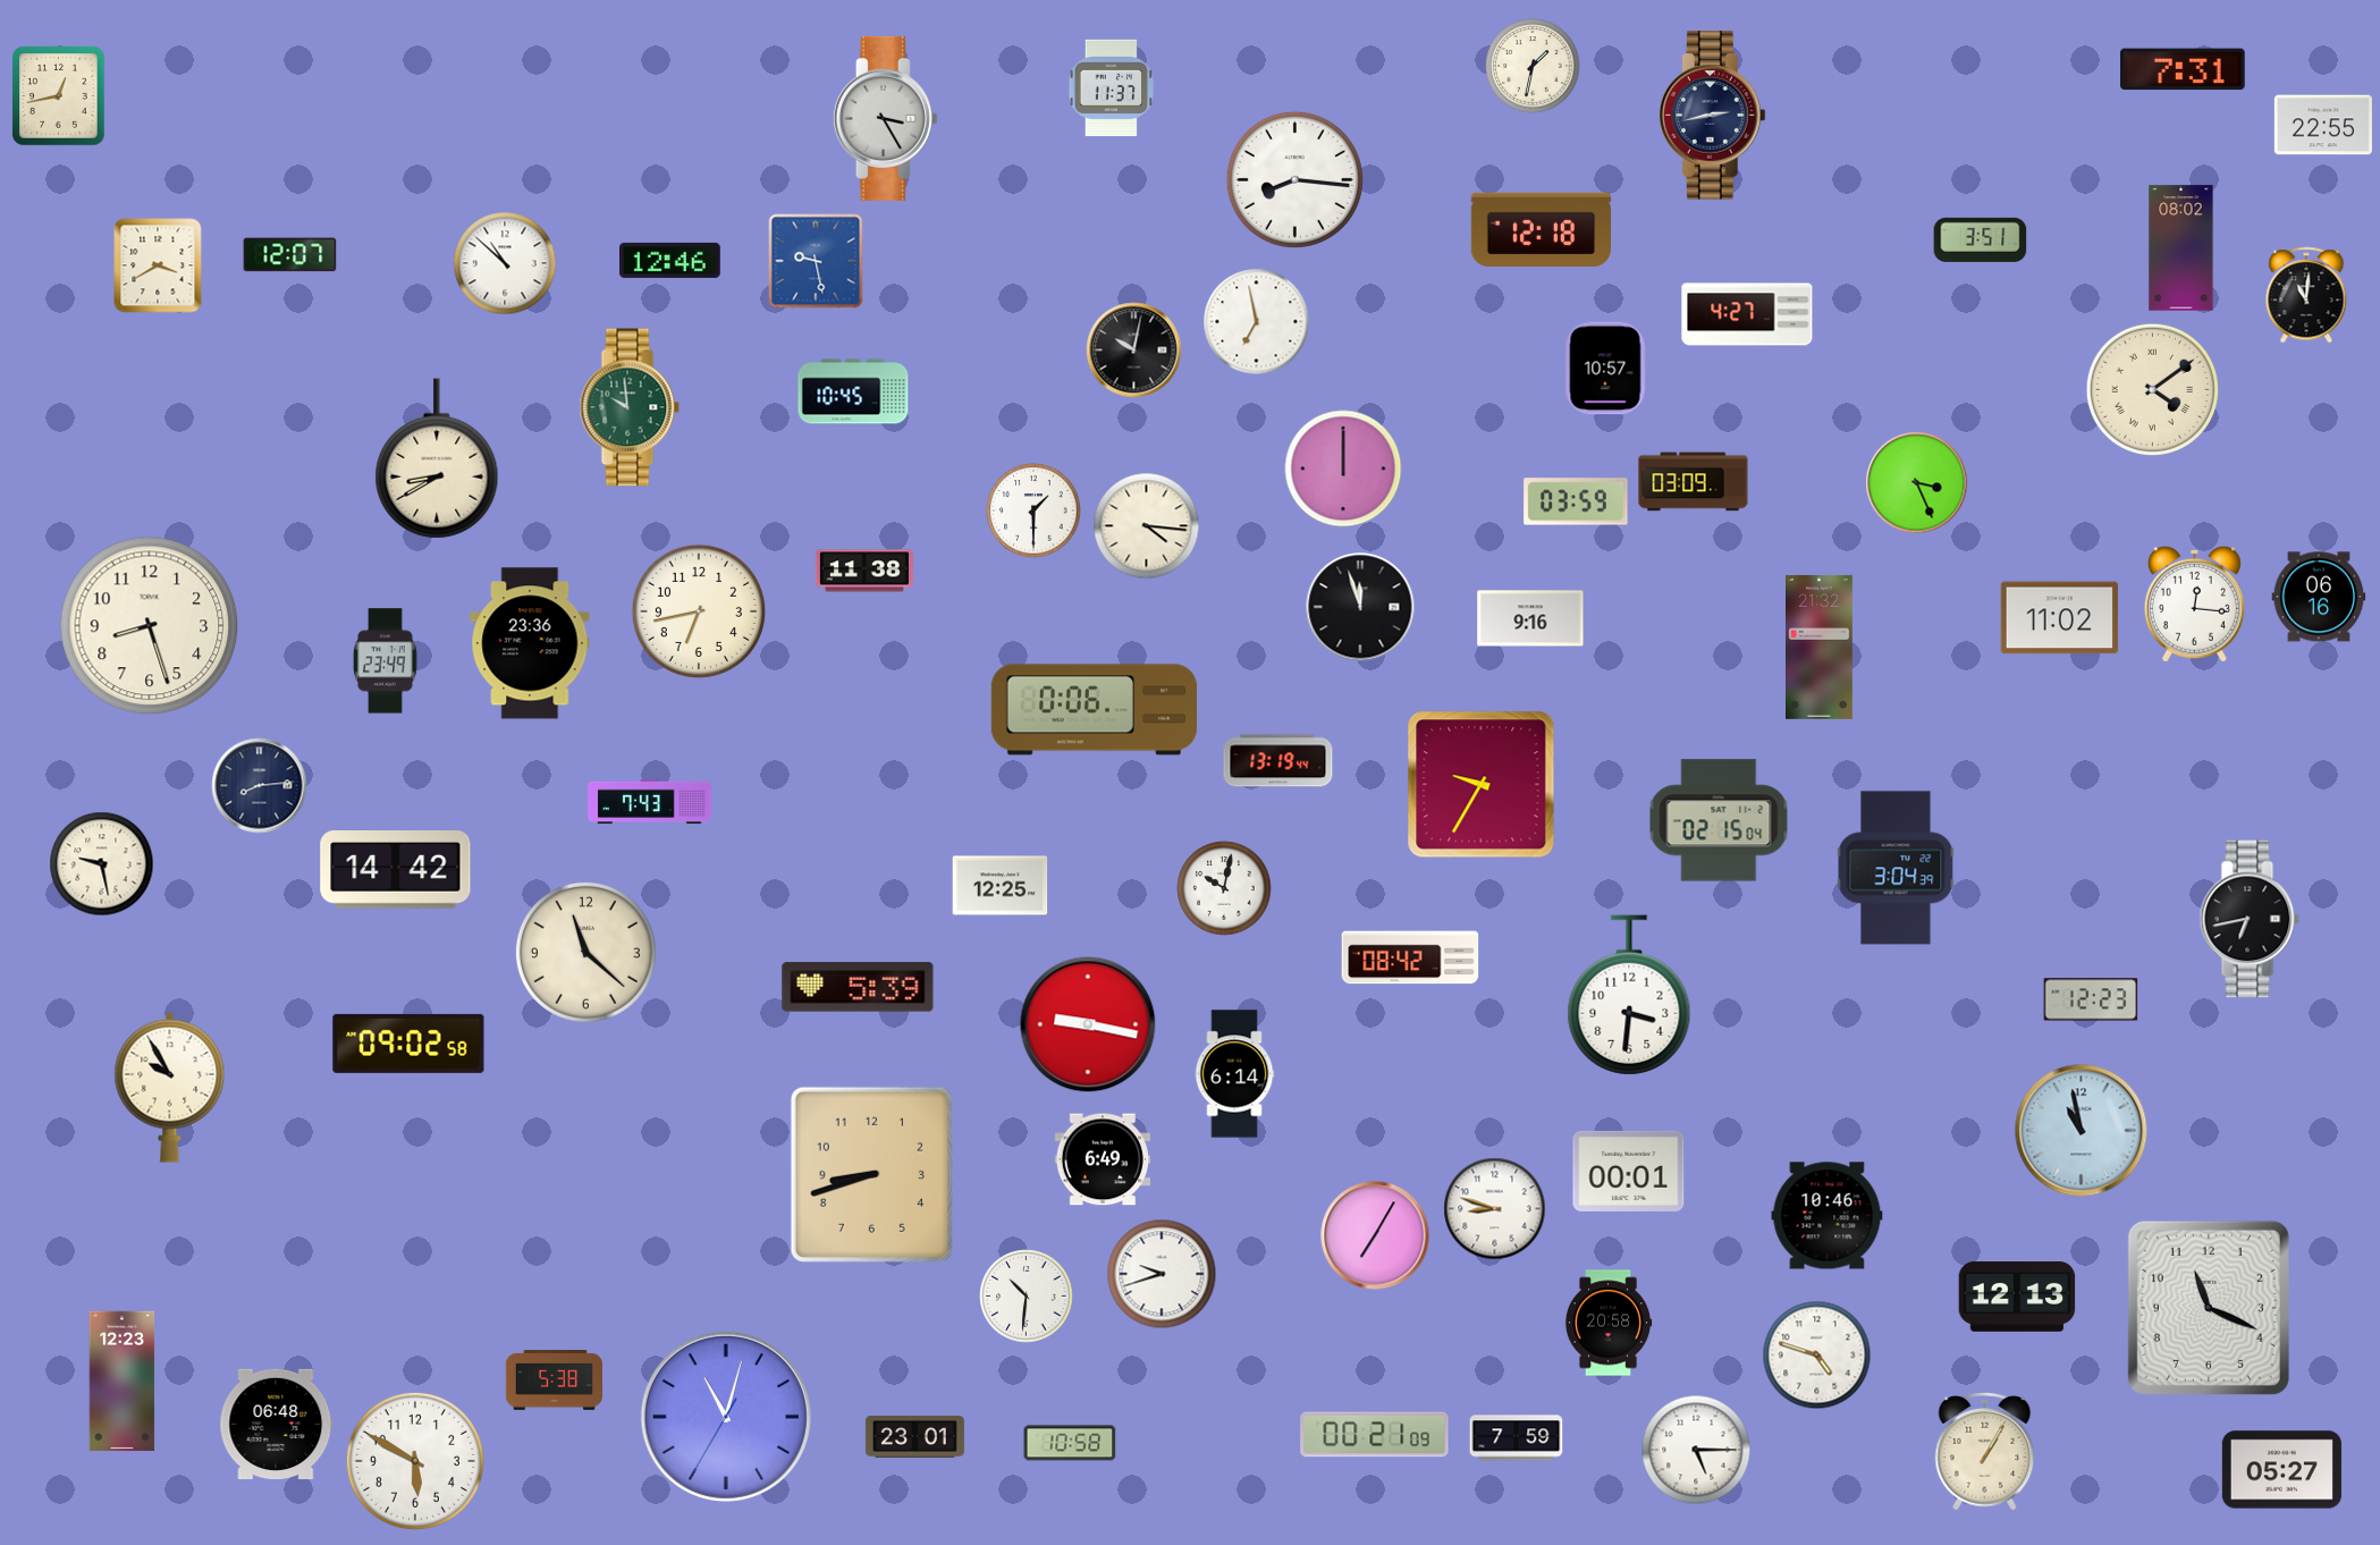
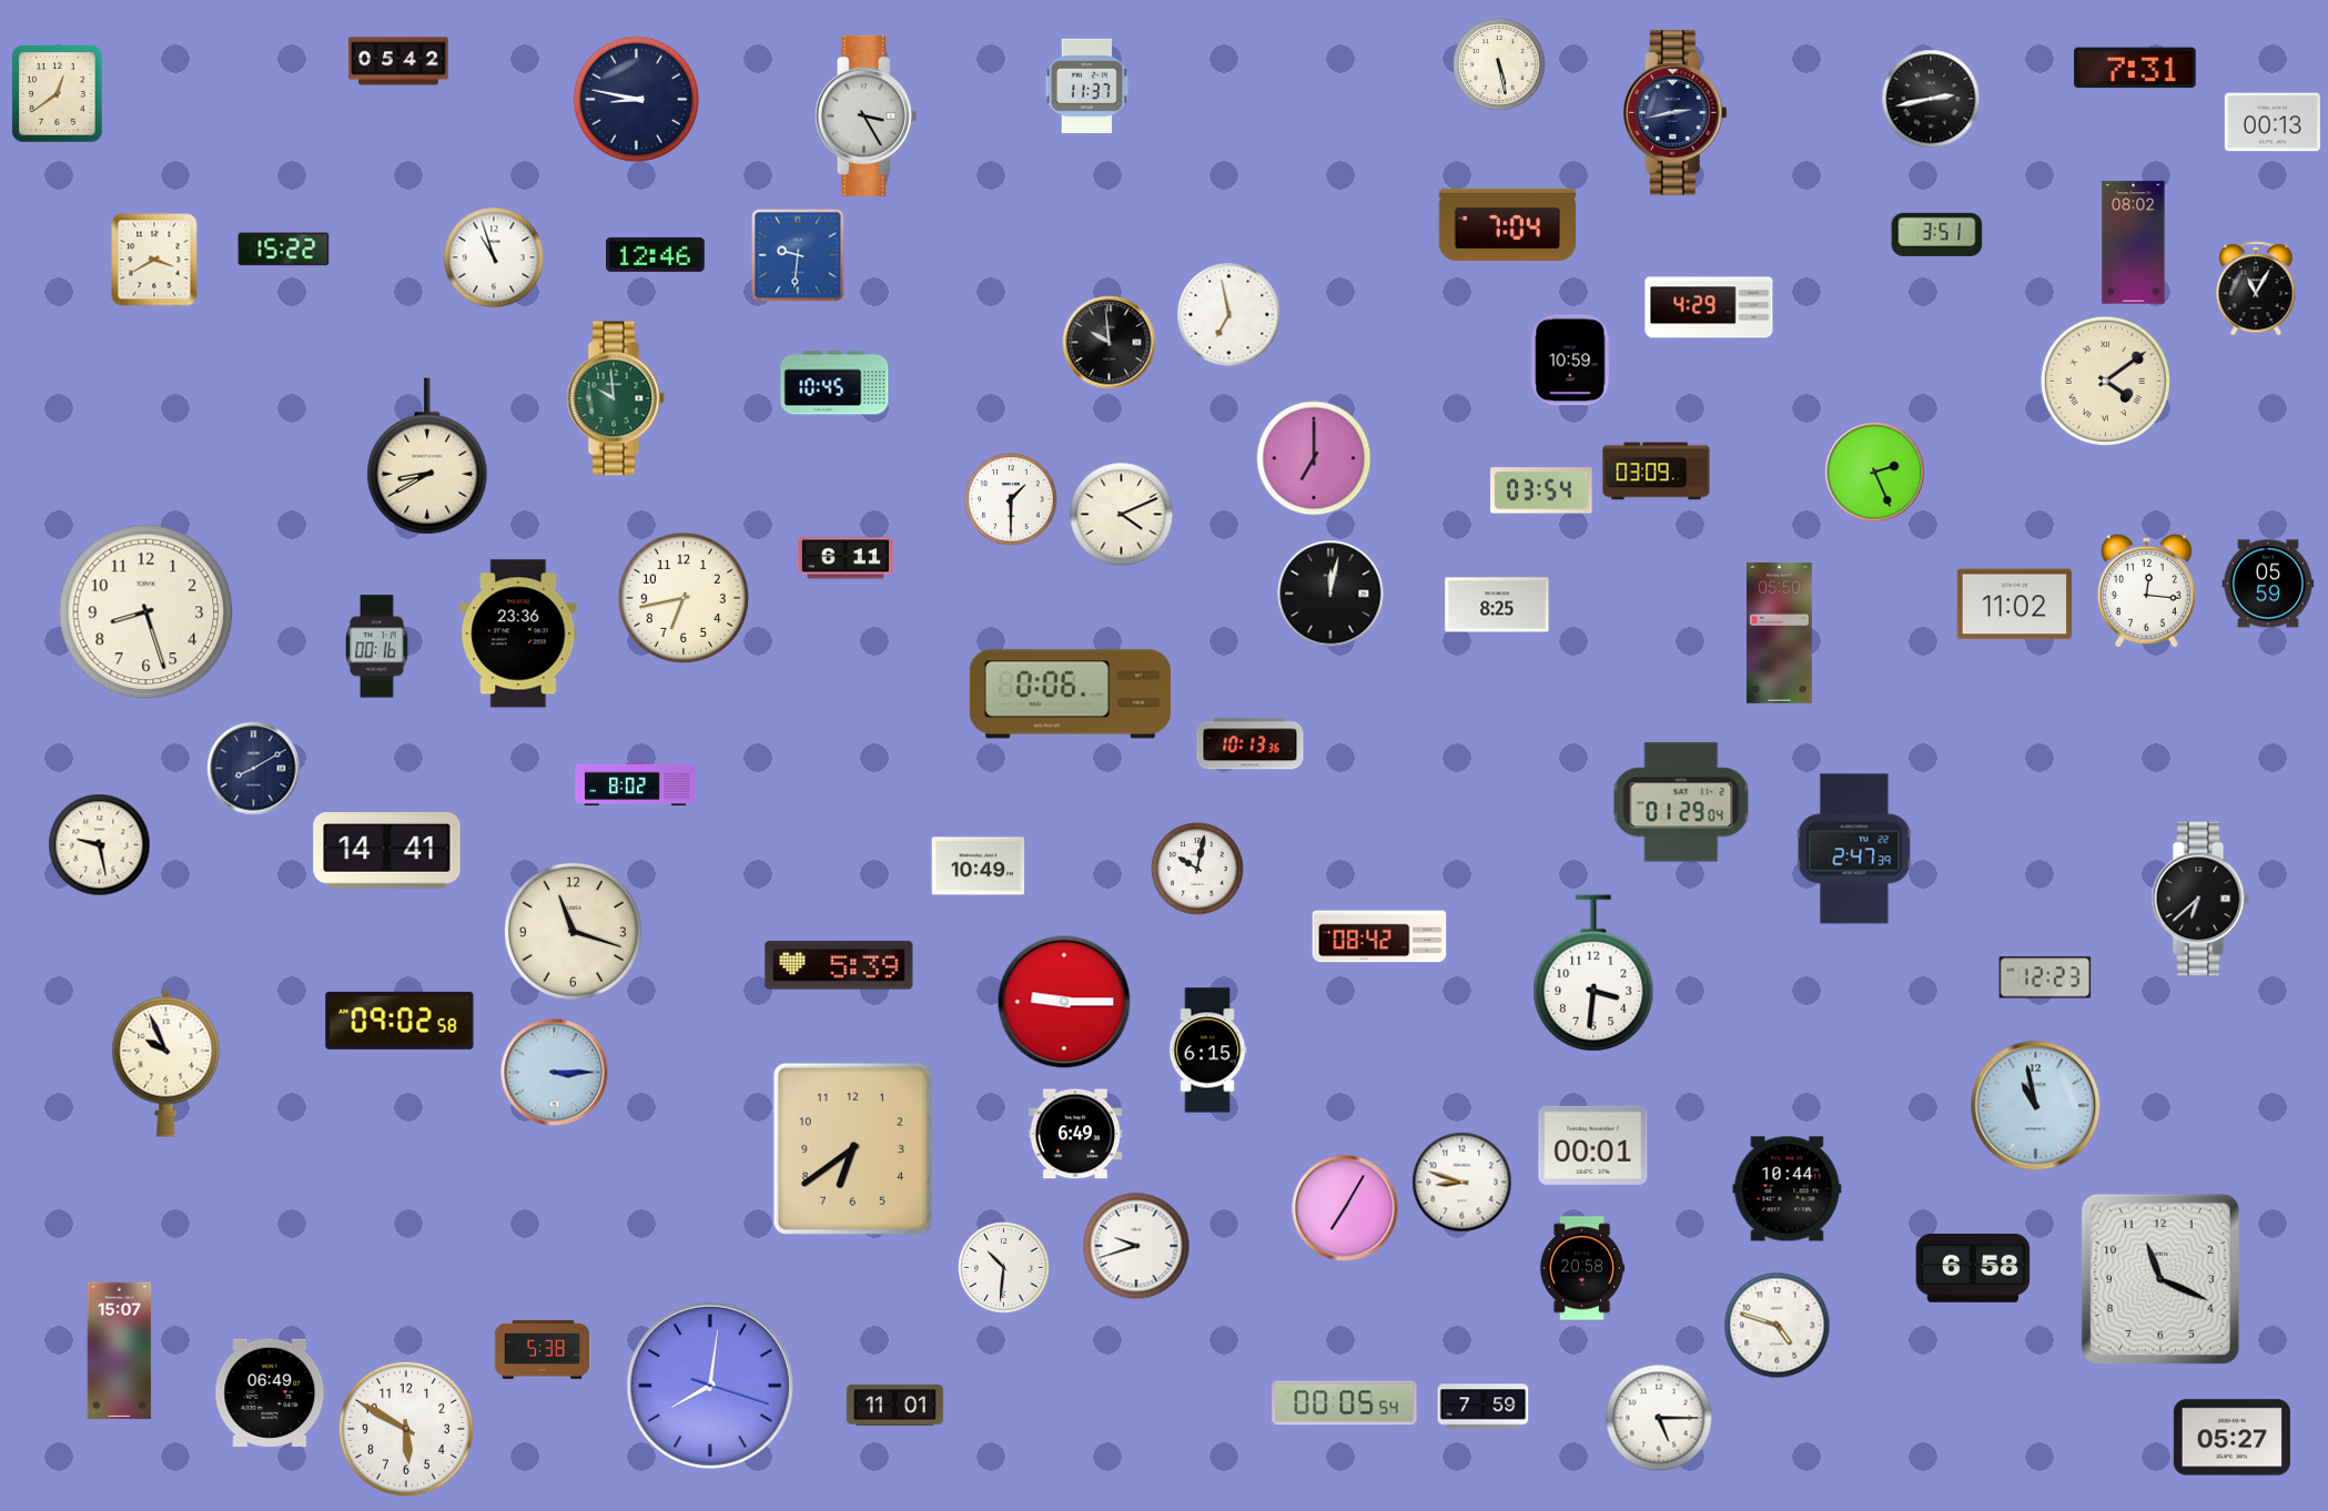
clock at (398, 61): none -> 05:42
clock at (1533, 66): 1:32 -> 5:28
clock at (59, 96): 12:43 -> 12:39
clock at (1931, 99): none -> 2:43
clock at (637, 100): none -> 8:47
clock at (2323, 125): 22:55 -> 00:13
clock at (1294, 179): 8:16 -> none
clock at (1541, 229): 12:18 -> 7:04
clock at (290, 255): 12:07 -> 15:22
clock at (816, 261): 9:28 -> 9:31
clock at (505, 263): 10:52 -> 10:57
clock at (2306, 295): 11:01 -> 11:05
clock at (1747, 314): 4:27 -> 4:29
clock at (1134, 351): 10:02 -> 9:59
clock at (1606, 369): 10:57 -> 10:59
clock at (437, 458) position: (437, 458) -> (427, 456)
clock at (1343, 468): 12:00 -> 7:00
clock at (1917, 483): 3:26 -> 2:26
clock at (1576, 501): 03:59 -> 03:54
clock at (1147, 526): 4:16 -> 4:11
clock at (864, 571): 11:38 -> 6:11
clock at (2319, 597): 06:16 -> 05:59
clock at (1360, 607): 11:57 -> 12:02
clock at (1530, 618): 9:16 -> 8:25
clock at (530, 643) position: (530, 643) -> (518, 633)
clock at (1820, 647): 21:32 -> 05:50
clock at (385, 661): 23:49 -> 00:16
clock at (1278, 761): 13:19 -> 10:13
clock at (1482, 785): 9:35 -> none
clock at (260, 786): 8:14 -> 8:10
clock at (650, 802): 7:43 -> 8:02
clock at (1719, 820): 02:15 -> 01:29
clock at (1896, 868): 3:04 -> 2:47
clock at (396, 870): 14:42 -> 14:41
clock at (1001, 886): 12:25 -> 10:49
clock at (2250, 919): 6:43 -> 6:38
clock at (585, 952): 11:22 -> 11:18
clock at (1088, 1024): 9:17 -> 9:15
clock at (1234, 1074): 6:14 -> 6:15
clock at (170, 1087): 9:55 -> 9:56
clock at (555, 1073): none -> 3:15
clock at (1103, 1159) position: (1103, 1159) -> (1075, 1134)
clock at (871, 1174): 8:42 -> 6:39
clock at (1828, 1216): 10:46 -> 10:44
clock at (2017, 1298): 12:13 -> 6:58
clock at (1609, 1323) position: (1609, 1323) -> (1582, 1268)
clock at (123, 1382): 12:23 -> 15:07
clock at (726, 1417): 11:02 -> 8:01
clock at (277, 1424): 06:48 -> 06:49
clock at (1375, 1435): 00:21 -> 00:05
clock at (914, 1437): 23:01 -> 11:01
clock at (1070, 1443): 10:58 -> none
clock at (1985, 1451): 1:05 -> none
